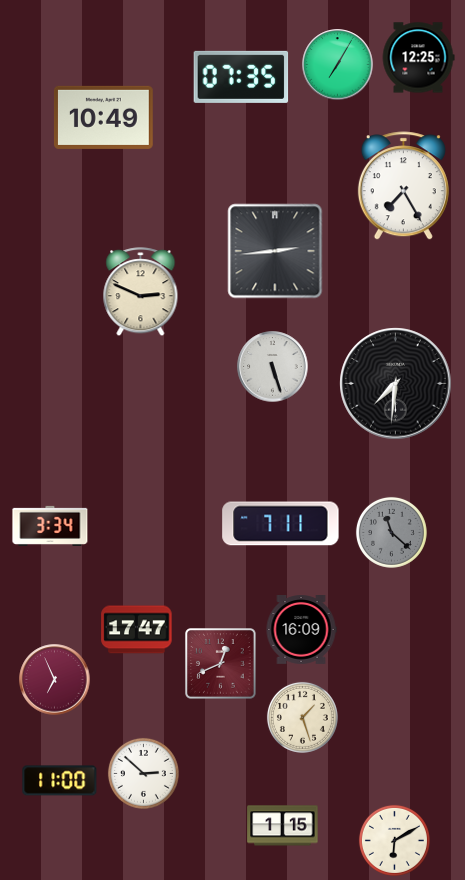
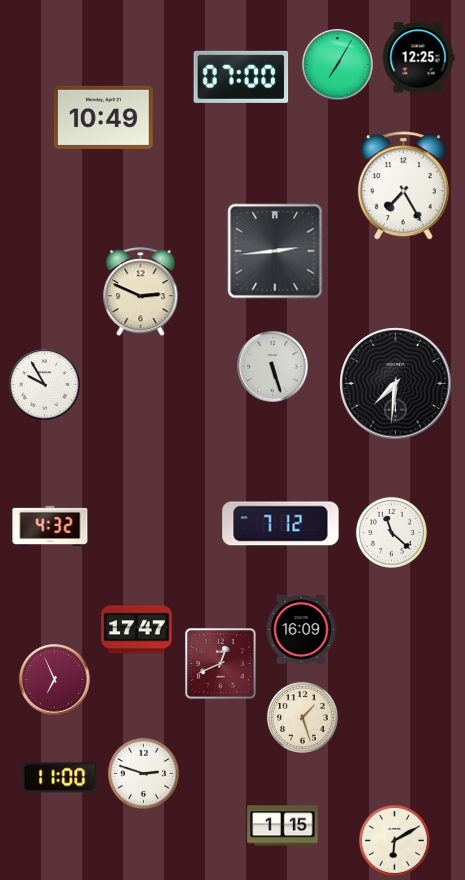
clock at (241, 77): 07:35 -> 07:00
clock at (45, 385): none -> 9:55
clock at (281, 524): 7:11 -> 7:12
clock at (50, 526): 3:34 -> 4:32
clock at (391, 532) dial: grey -> white
clock at (143, 773): 2:52 -> 2:48
clock at (60, 781) position: (60, 781) -> (60, 778)
